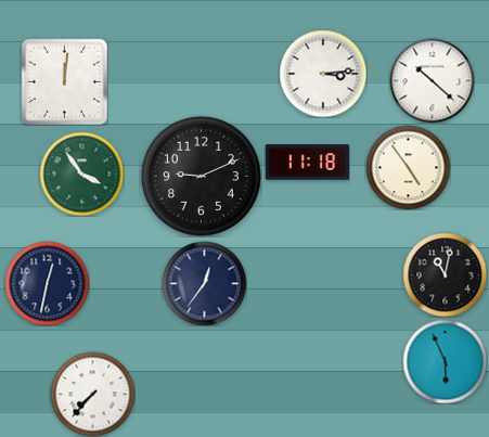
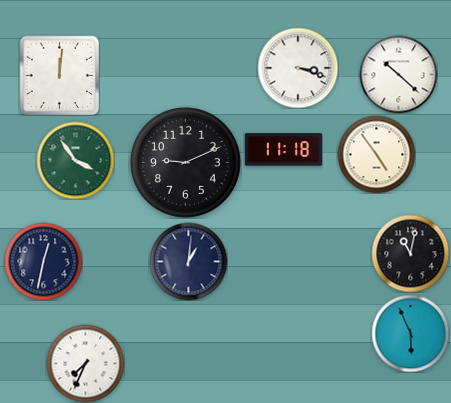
clock at (323, 74): 3:14 -> 3:18
clock at (204, 283): 12:36 -> 1:01
clock at (92, 394): 7:37 -> 7:34
